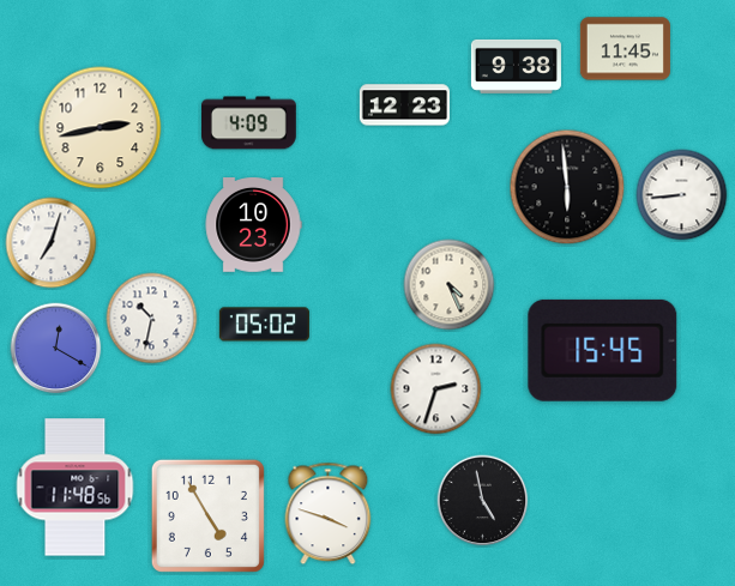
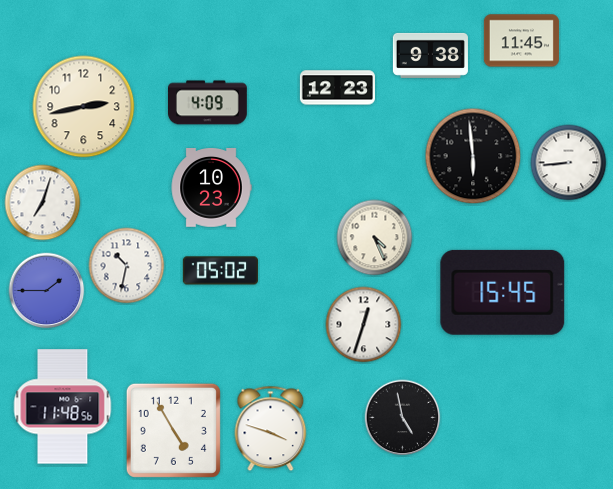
clock at (56, 349): 12:20 -> 1:45
clock at (436, 389): 2:33 -> 12:33
clock at (329, 514) position: (329, 514) -> (271, 429)
